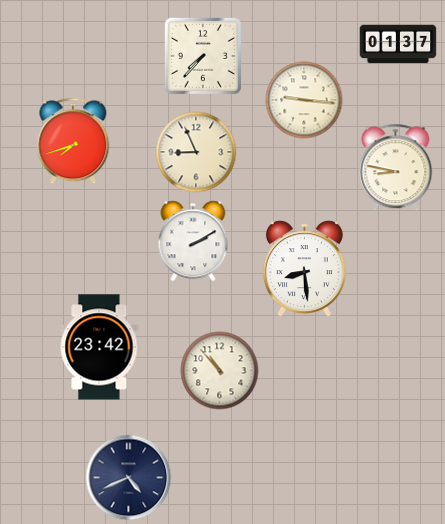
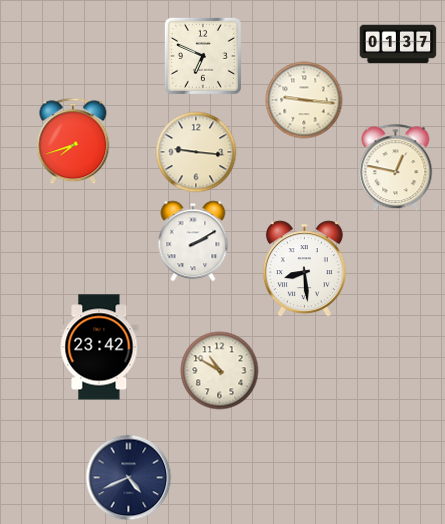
clock at (203, 56): 7:37 -> 6:49
clock at (196, 152): 8:56 -> 9:16
clock at (396, 168): 8:47 -> 12:47
clock at (220, 371): 10:53 -> 10:50
